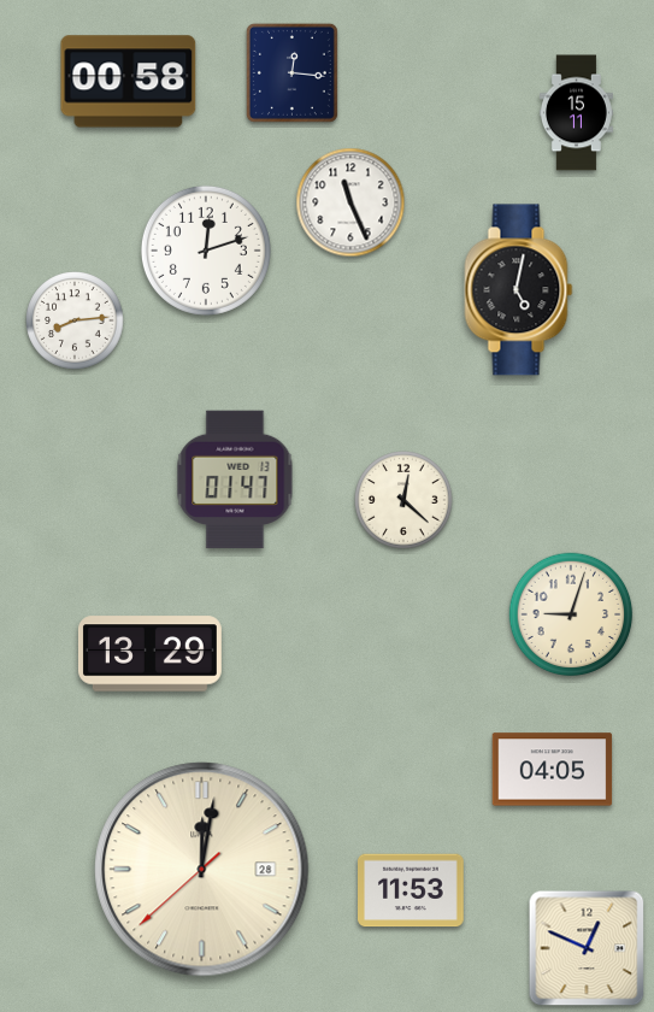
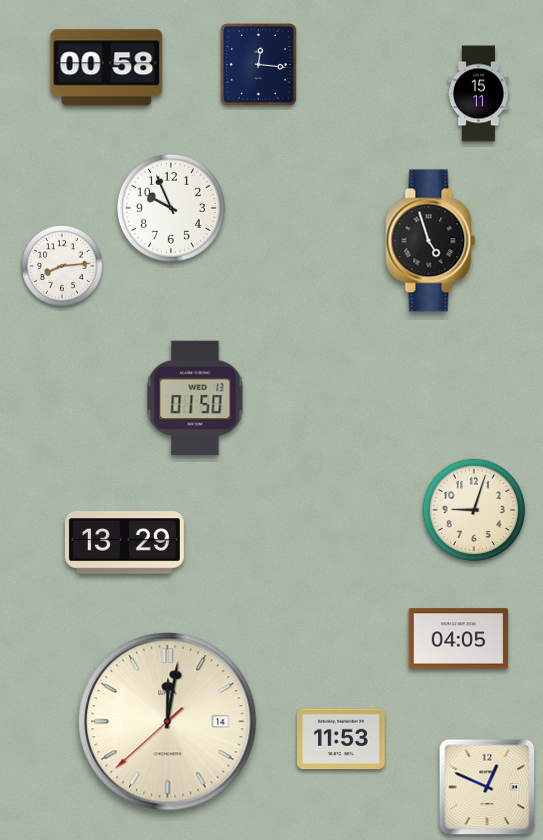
clock at (291, 72) position: (291, 72) -> (258, 64)
clock at (350, 202): 11:26 -> none
clock at (206, 251): 12:12 -> 9:56
clock at (519, 290): 5:02 -> 4:57
clock at (235, 479): 01:47 -> 01:50
clock at (403, 500): 12:22 -> none
clock at (202, 870) date: 28 -> 14
